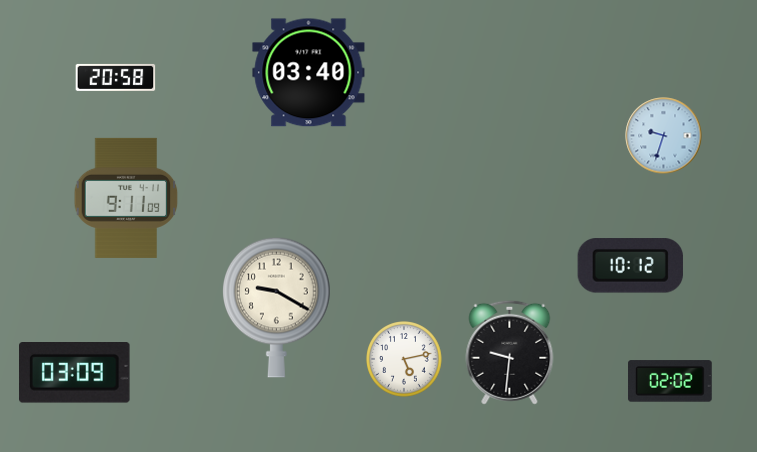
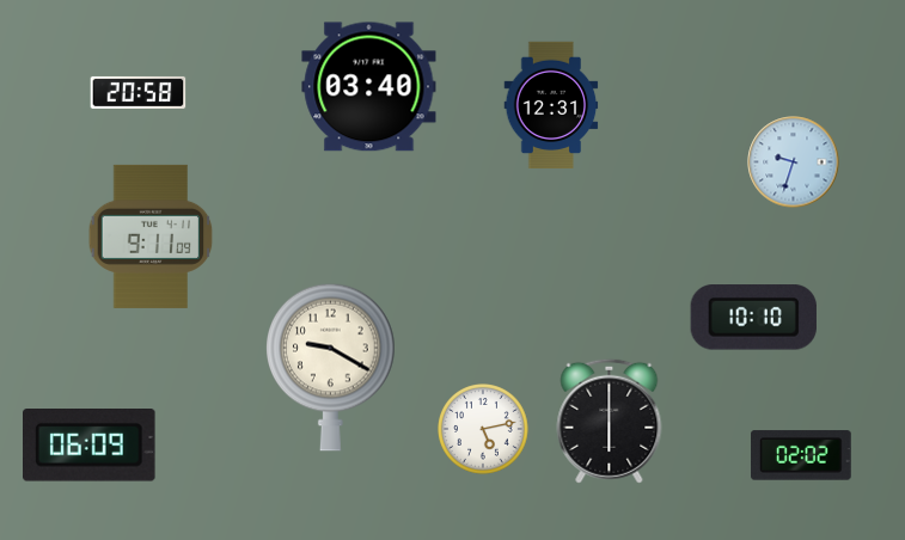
clock at (551, 104): none -> 12:31
clock at (630, 266): 10:12 -> 10:10
clock at (510, 352): 9:31 -> 6:00
clock at (75, 373): 03:09 -> 06:09
